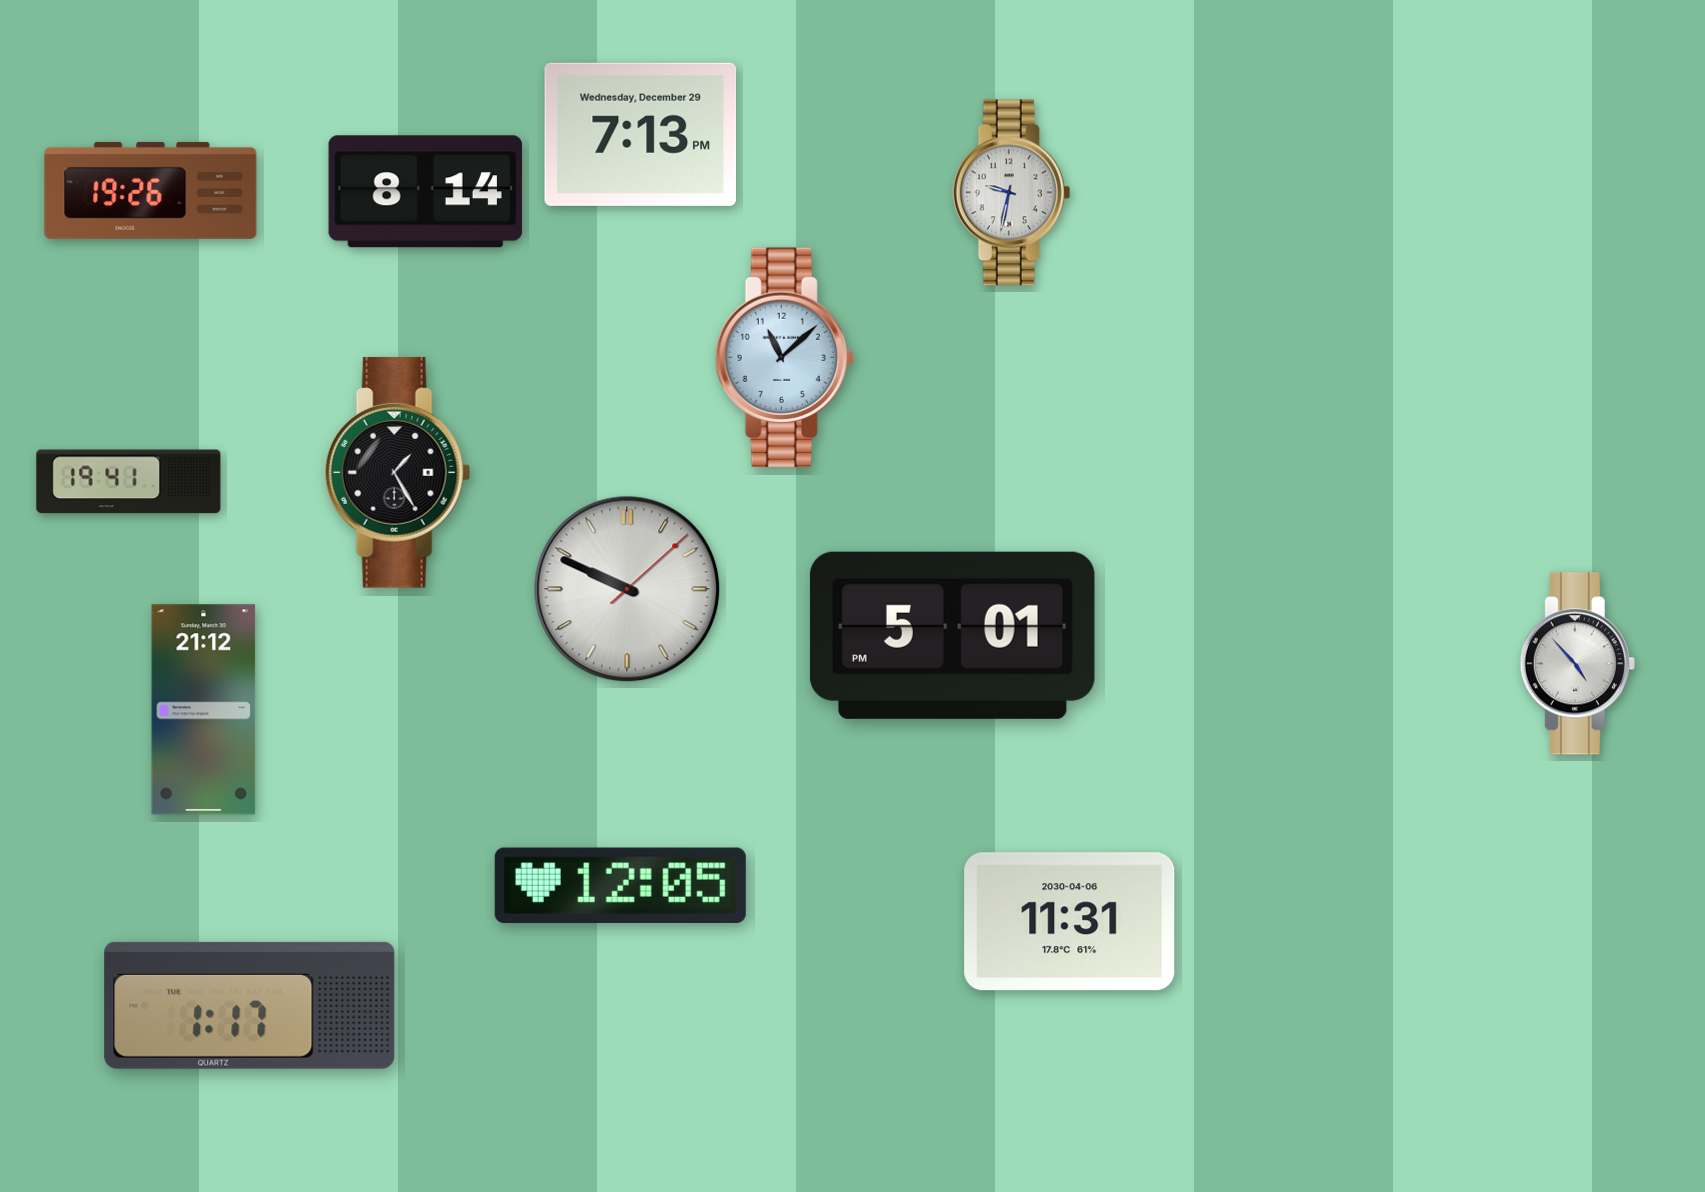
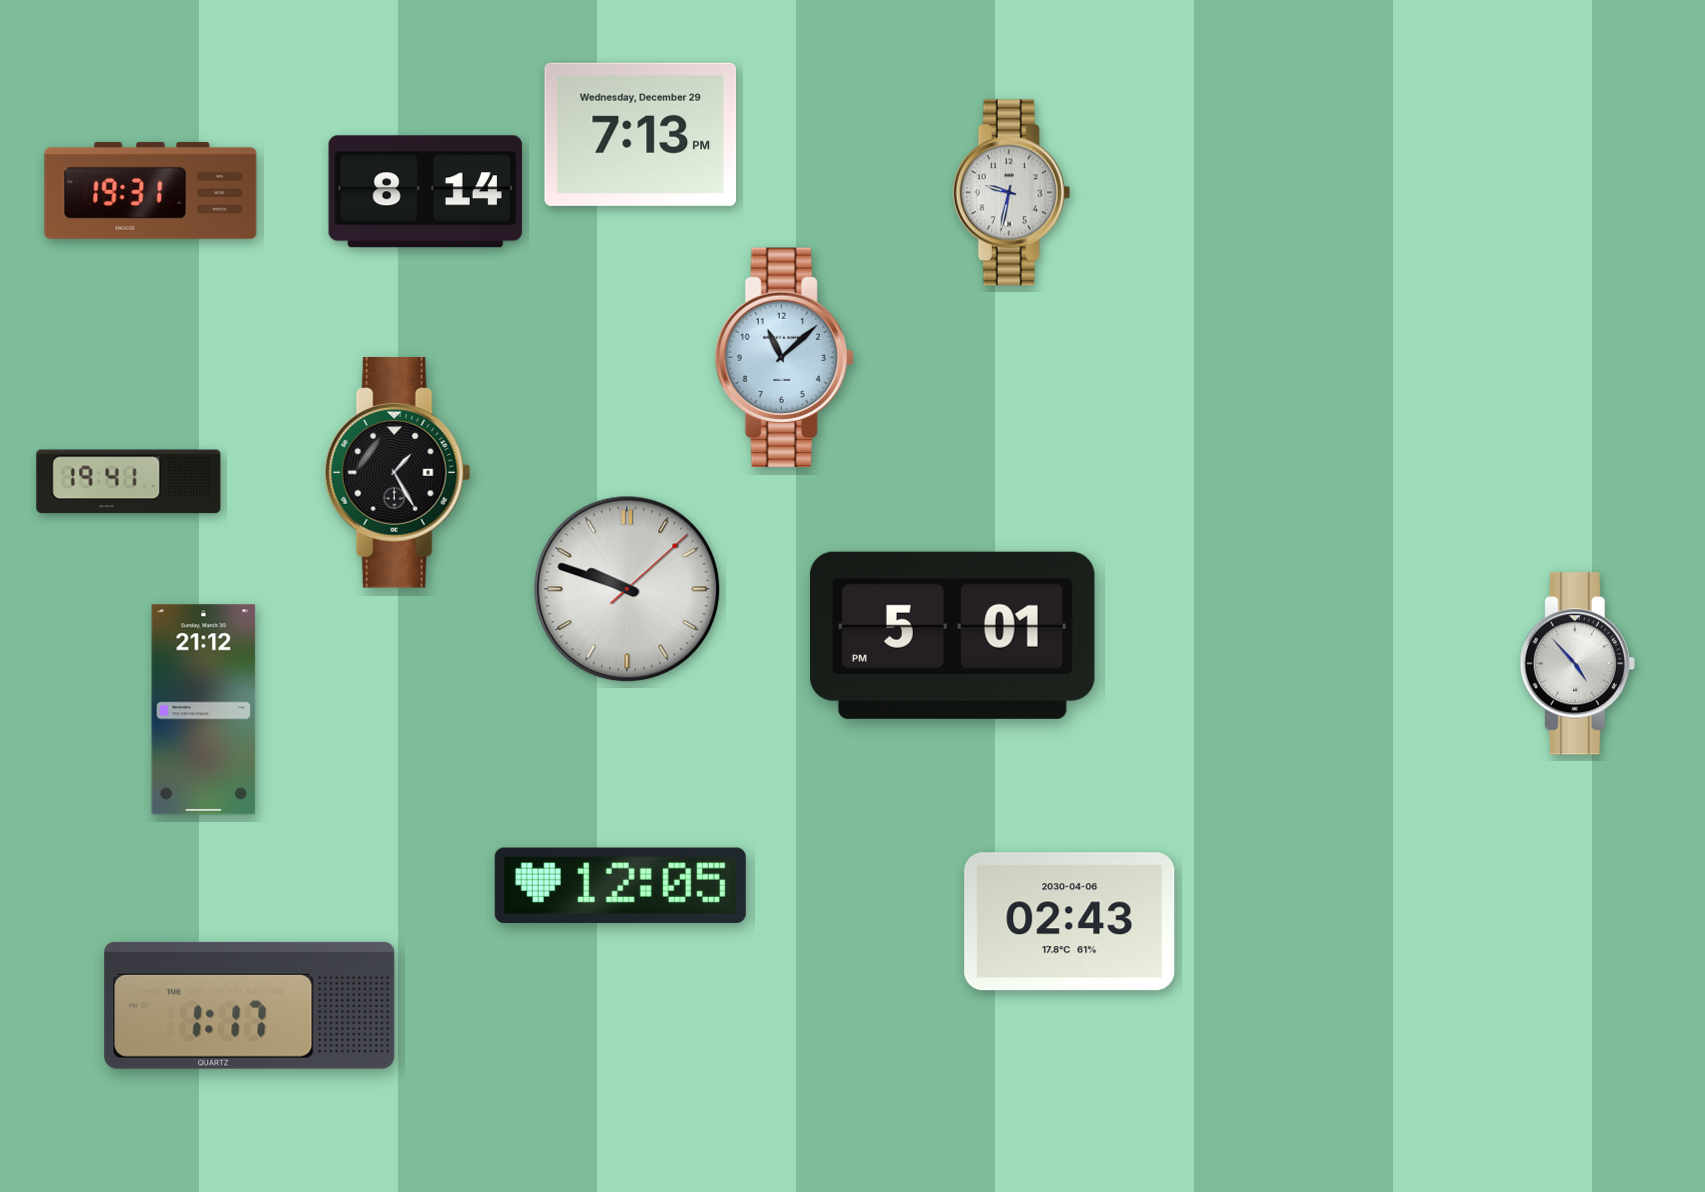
clock at (151, 190): 19:26 -> 19:31
clock at (627, 589): 9:49 -> 9:48
clock at (1070, 922): 11:31 -> 02:43
